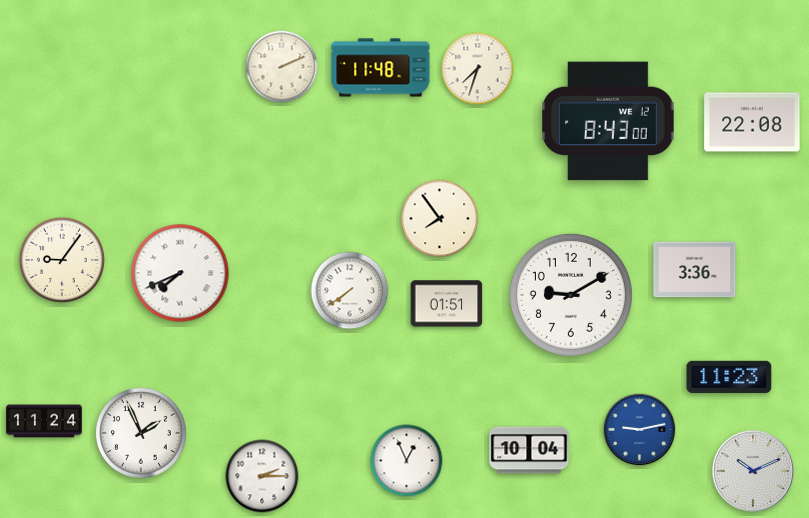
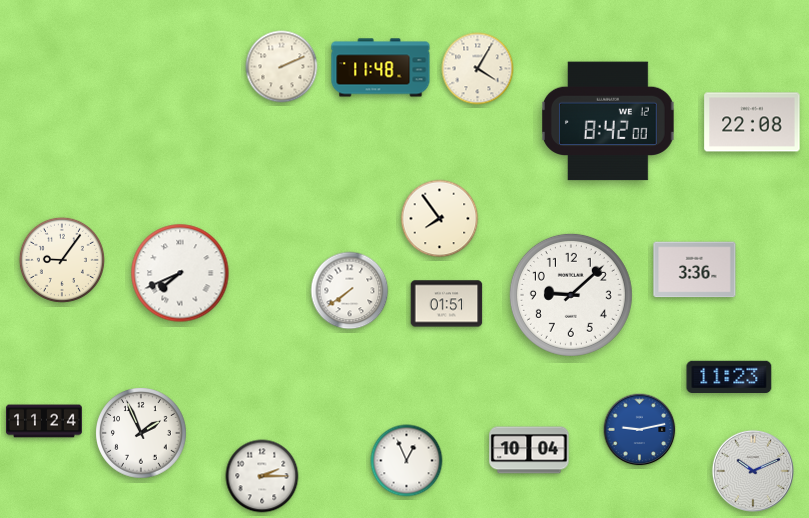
clock at (478, 69): 7:33 -> 4:05
clock at (609, 121): 8:43 -> 8:42
clock at (571, 295): 9:10 -> 9:08
